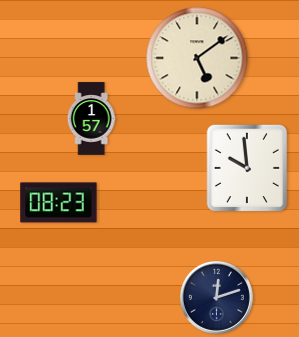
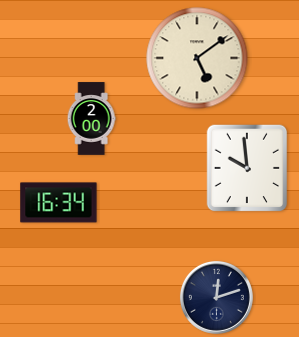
clock at (91, 119): 1:57 -> 2:00
clock at (59, 203): 08:23 -> 16:34
